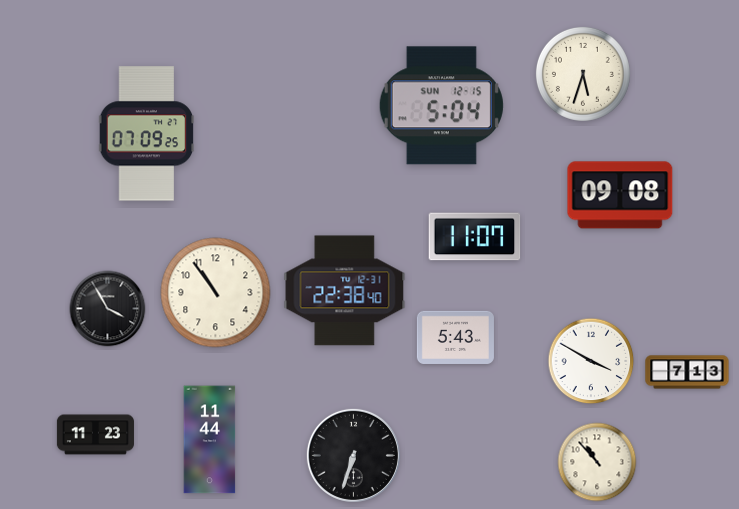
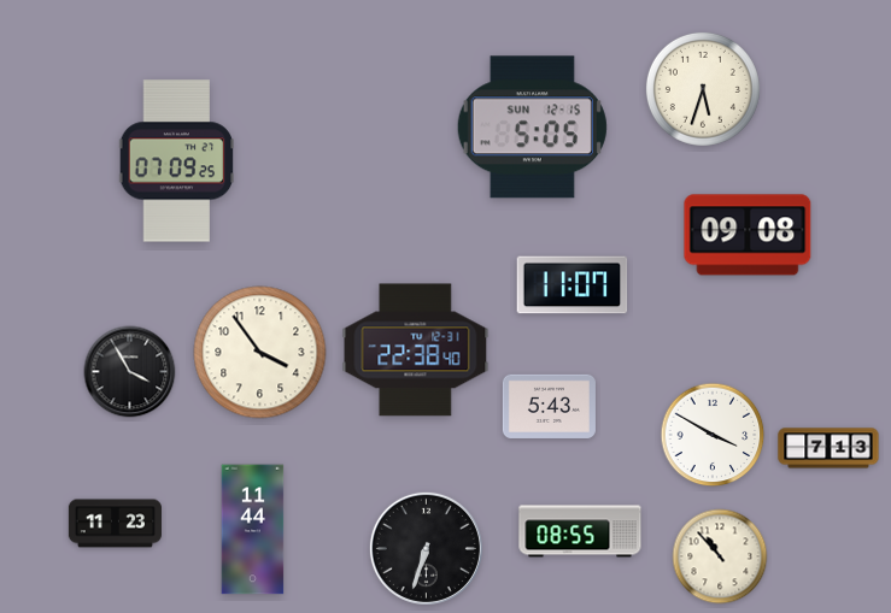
clock at (441, 106): 5:04 -> 5:05
clock at (216, 293): 10:54 -> 3:54
clock at (580, 531): none -> 08:55
